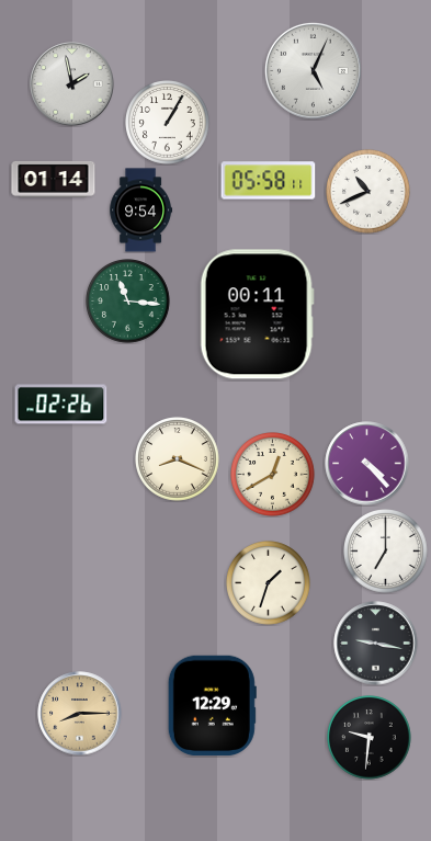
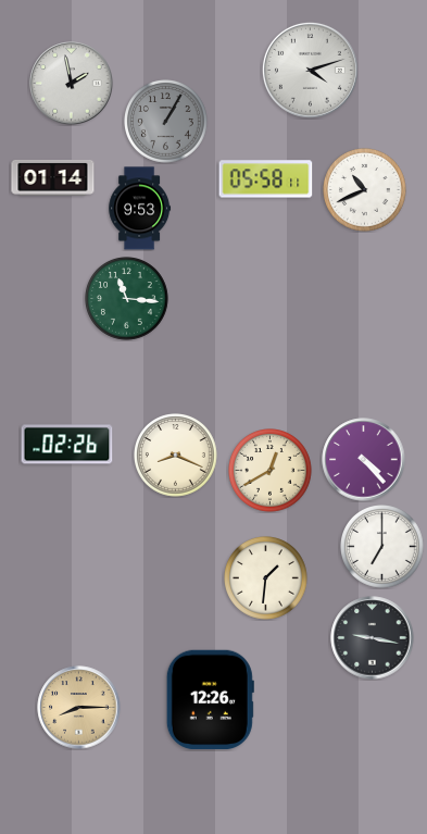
clock at (313, 70): 5:04 -> 4:12
clock at (168, 123) dial: white -> grey
clock at (141, 211): 9:54 -> 9:53
clock at (257, 315): 00:11 -> none
clock at (61, 405) position: (61, 405) -> (67, 445)
clock at (269, 583): 1:33 -> 1:31
clock at (212, 706): 12:29 -> 12:26
clock at (370, 738): 9:31 -> none
